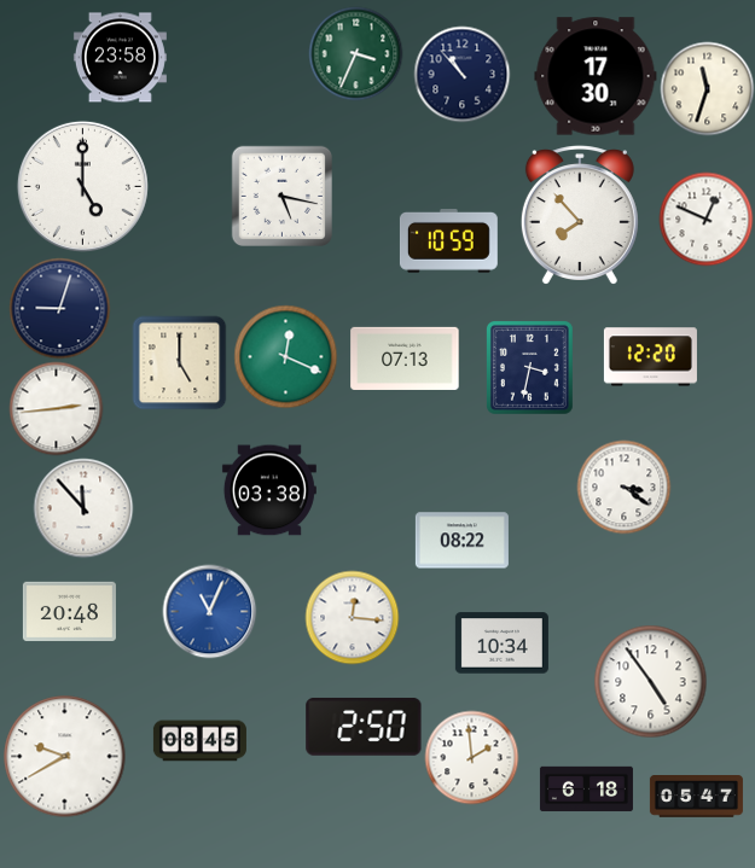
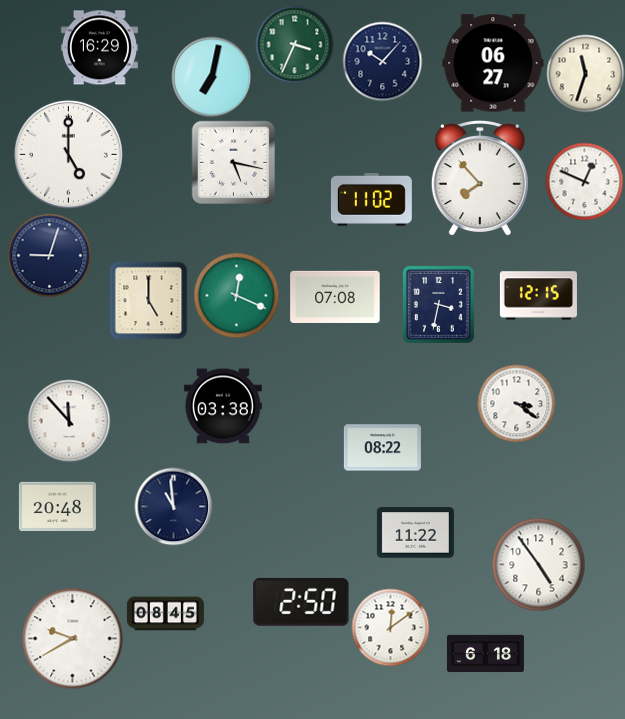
clock at (120, 58): 23:58 -> 16:29
clock at (461, 74): 10:53 -> 10:07
clock at (596, 76): 17:30 -> 06:27
clock at (212, 77): none -> 7:02
clock at (448, 241): 10:59 -> 11:02
clock at (650, 357): 12:20 -> 12:15
clock at (405, 359): 07:13 -> 07:08
clock at (56, 408): 2:44 -> none
clock at (209, 611): 11:04 -> 10:59
clock at (209, 611) dial: blue -> navy
clock at (352, 617): 12:16 -> none
clock at (501, 643): 10:34 -> 11:22
clock at (65, 757) position: (65, 757) -> (73, 639)
clock at (471, 757): 1:59 -> 12:09
clock at (696, 797): 05:47 -> none
